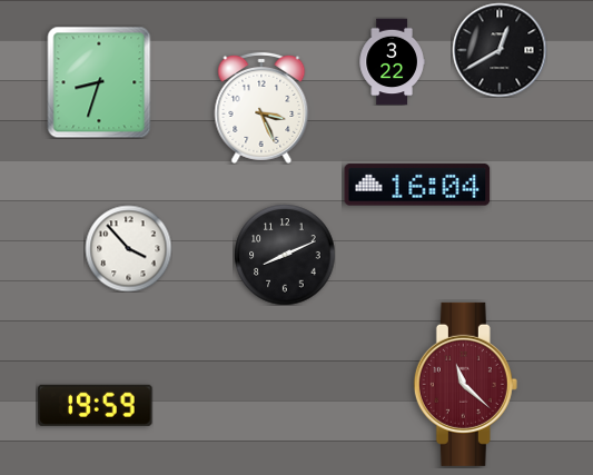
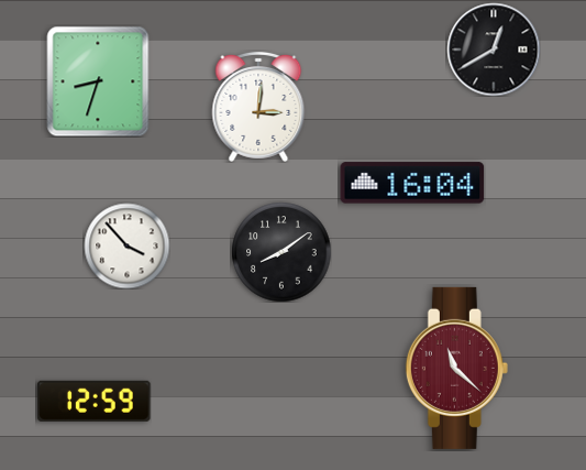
clock at (392, 61): 3:22 -> none
clock at (261, 108): 3:26 -> 3:01
clock at (285, 255): 8:11 -> 8:09
clock at (465, 384) position: (465, 384) -> (456, 368)
clock at (96, 405): 19:59 -> 12:59
